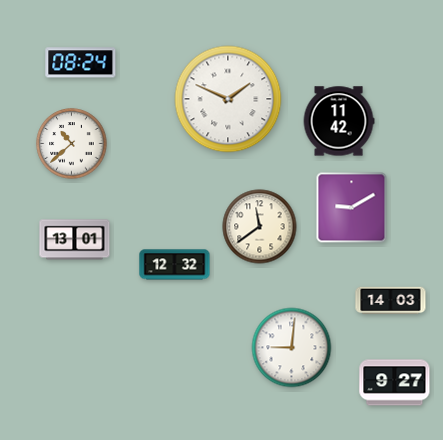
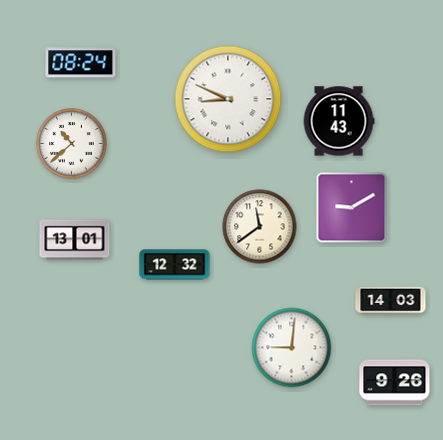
clock at (228, 99): 1:49 -> 8:49
clock at (339, 121): 11:42 -> 11:43
clock at (395, 383): 9:27 -> 9:26
